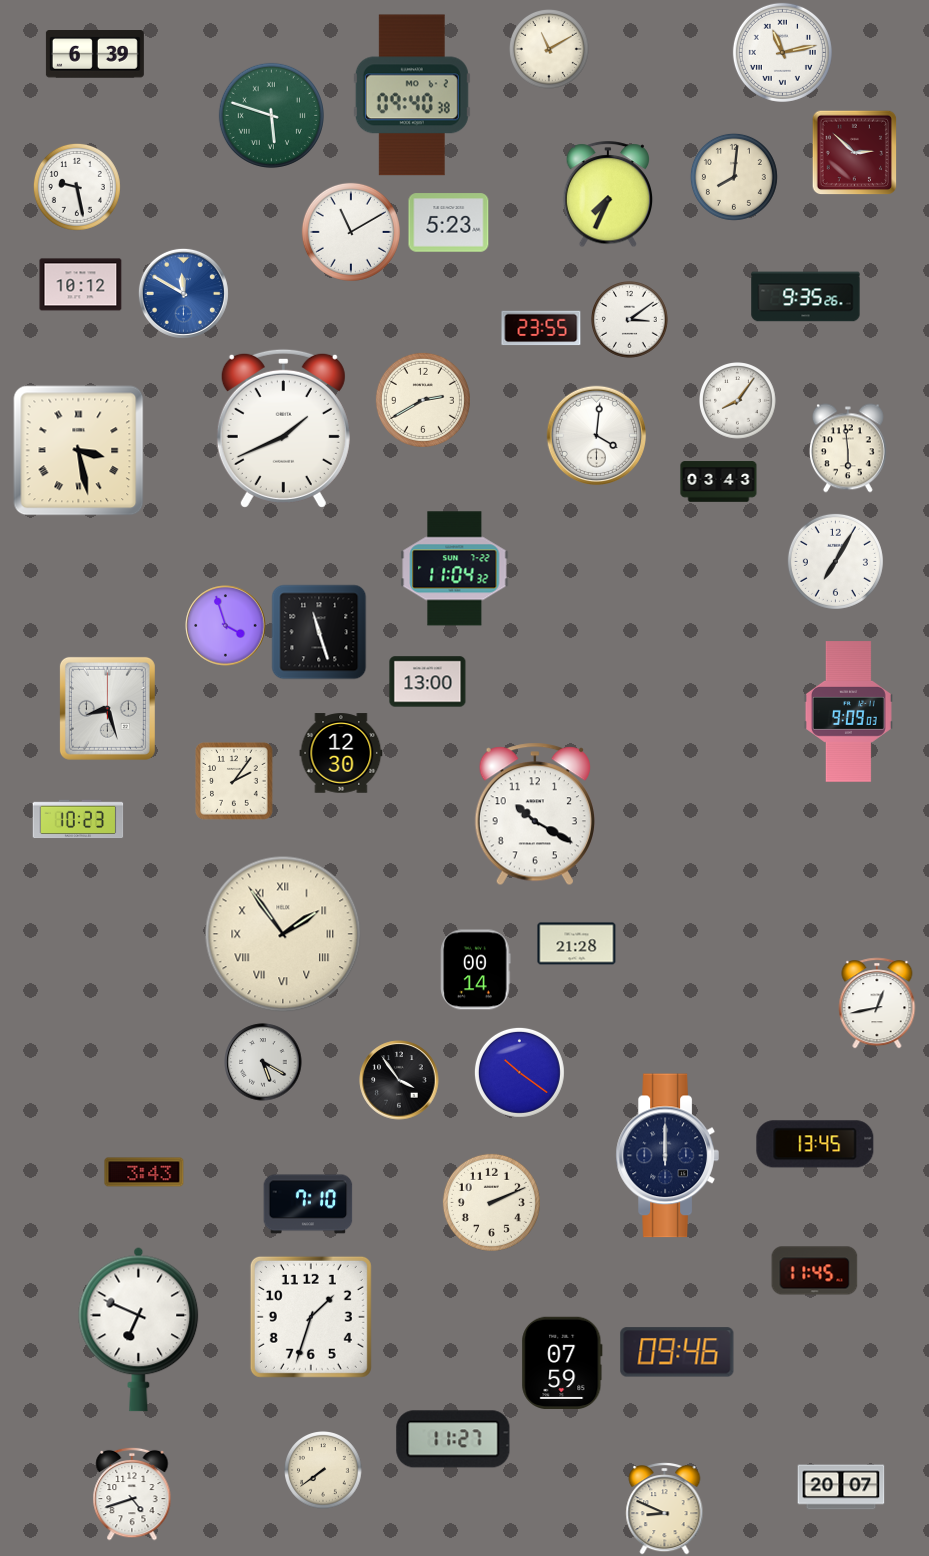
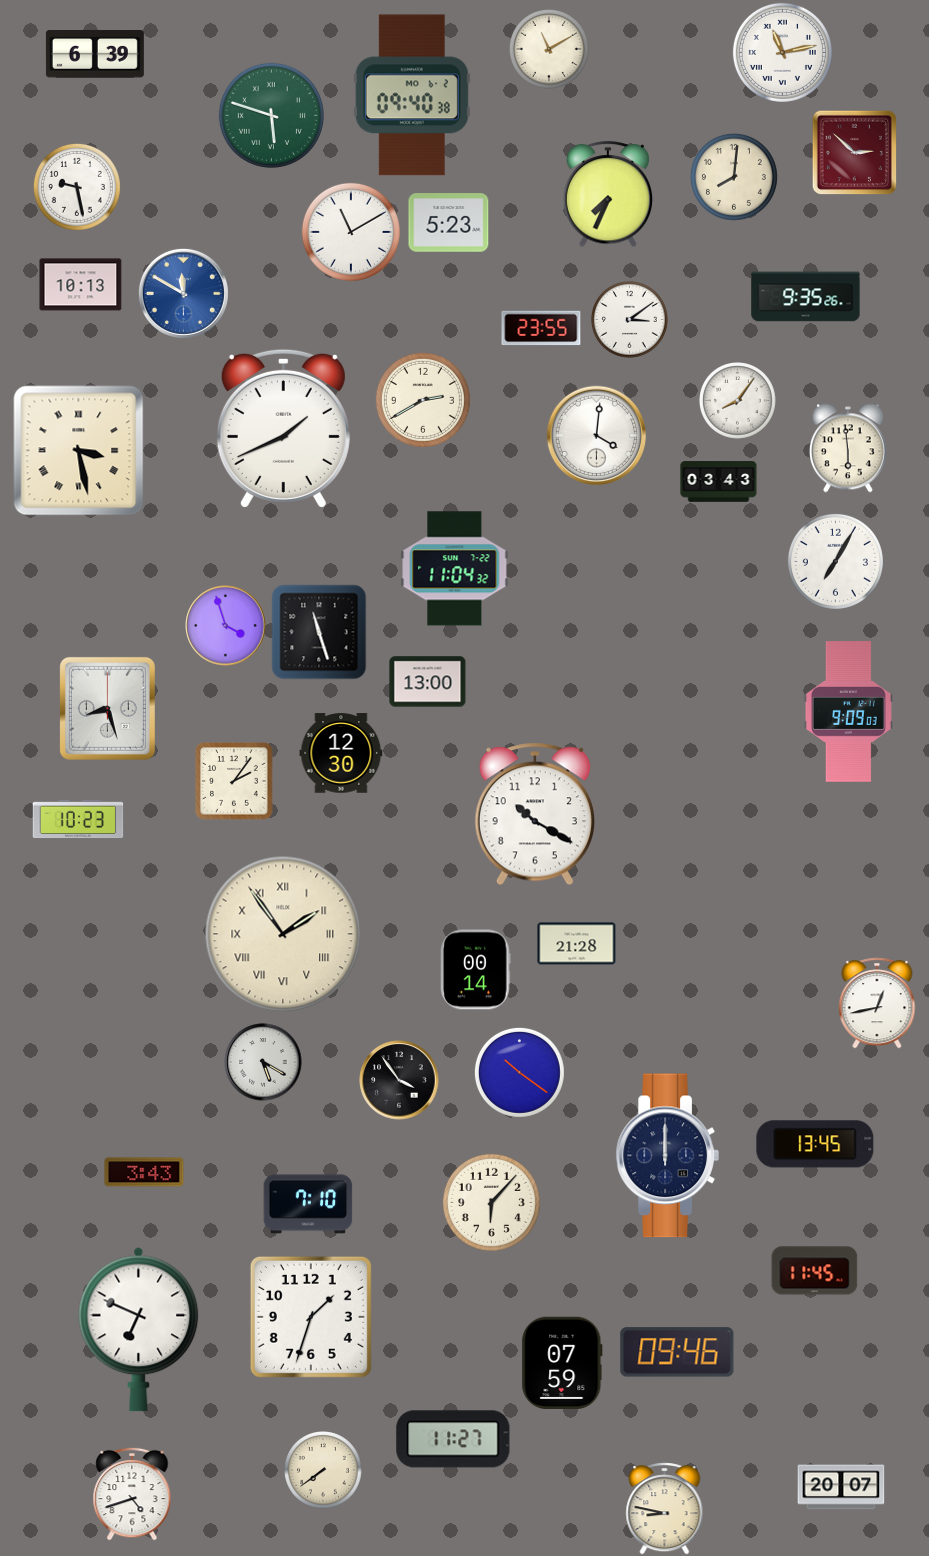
clock at (81, 285): 10:12 -> 10:13
clock at (491, 1202): 2:11 -> 6:07
clock at (665, 1509): 8:49 -> 8:47
